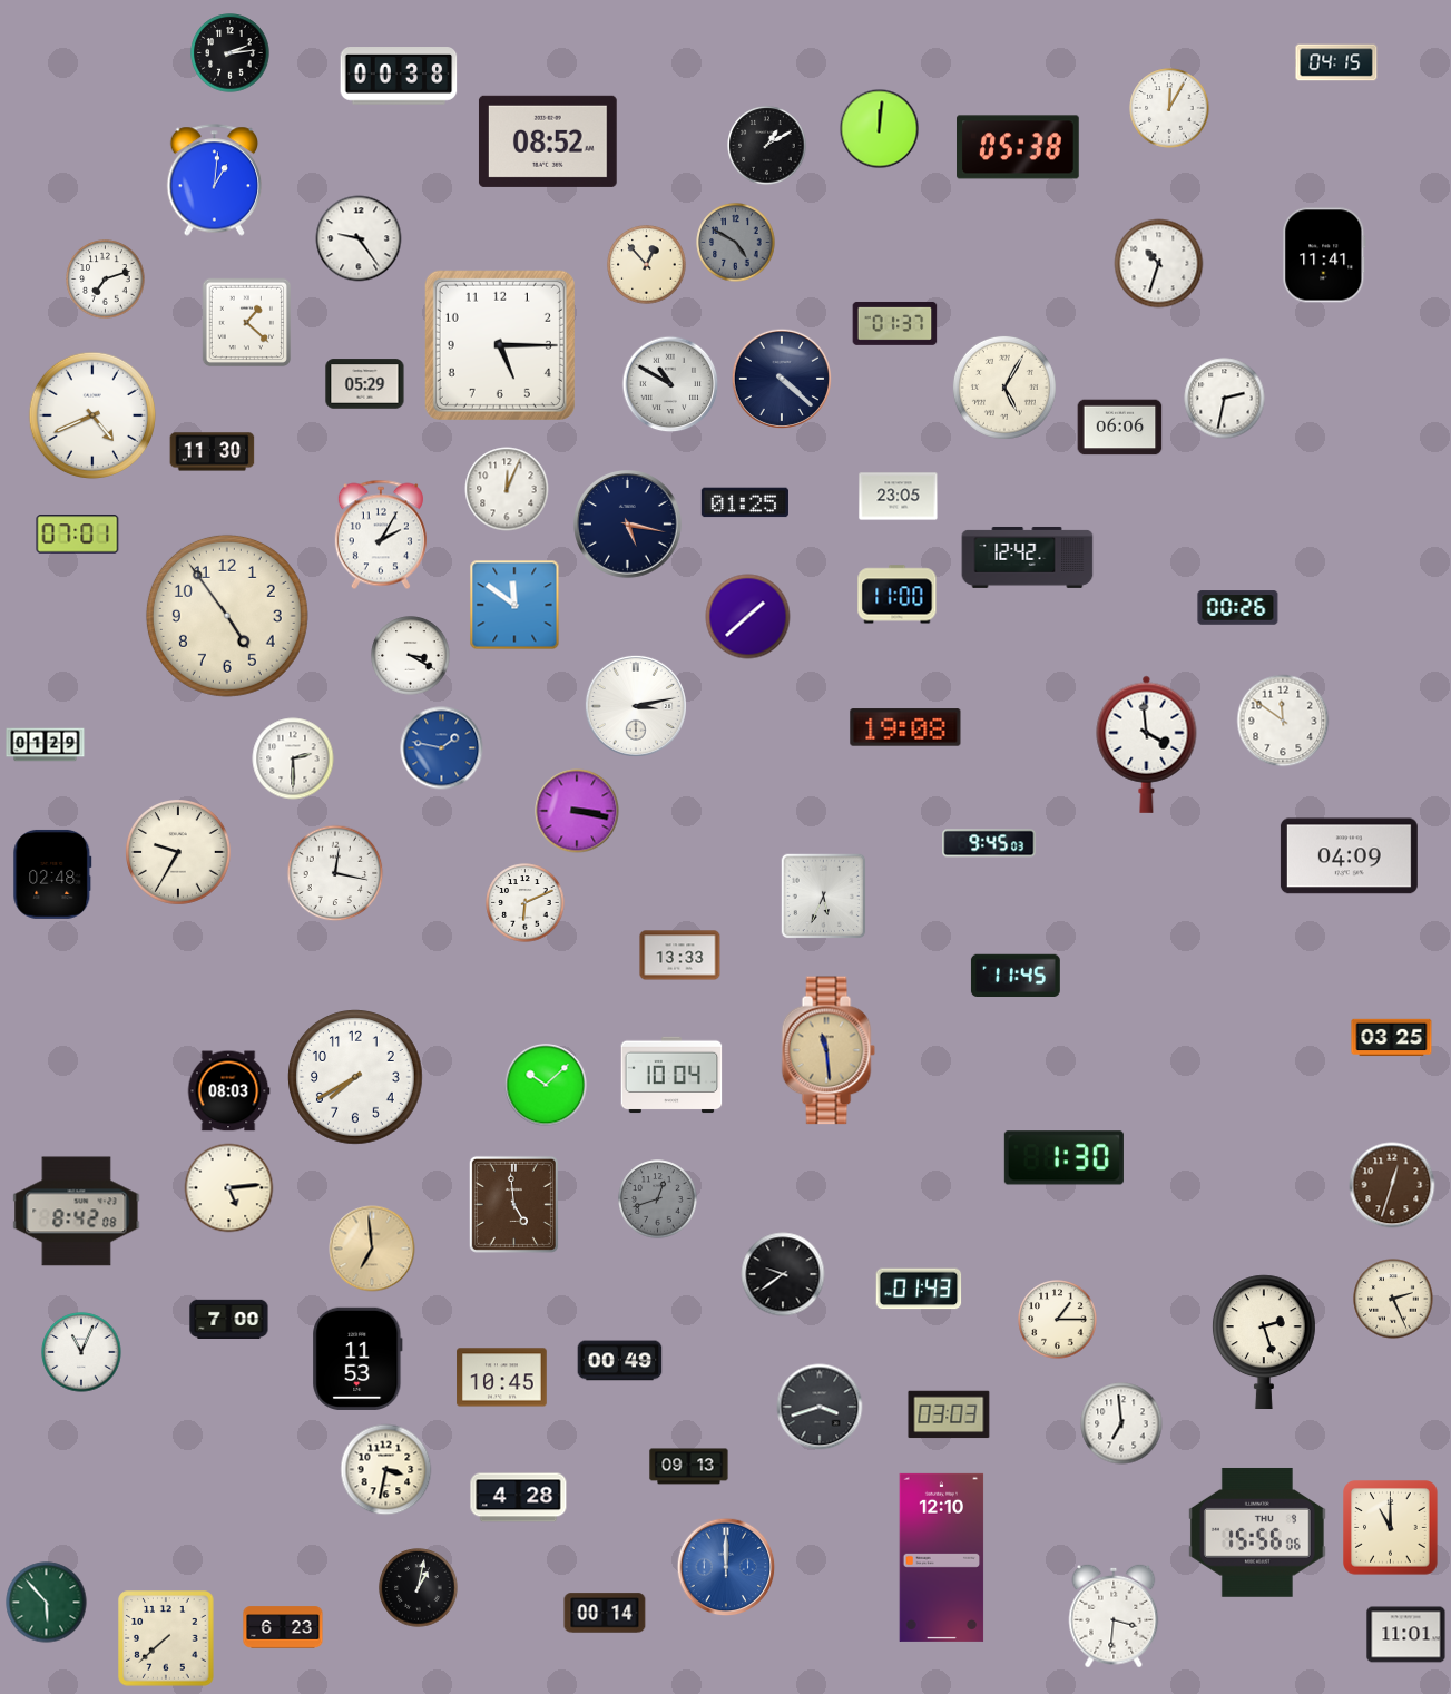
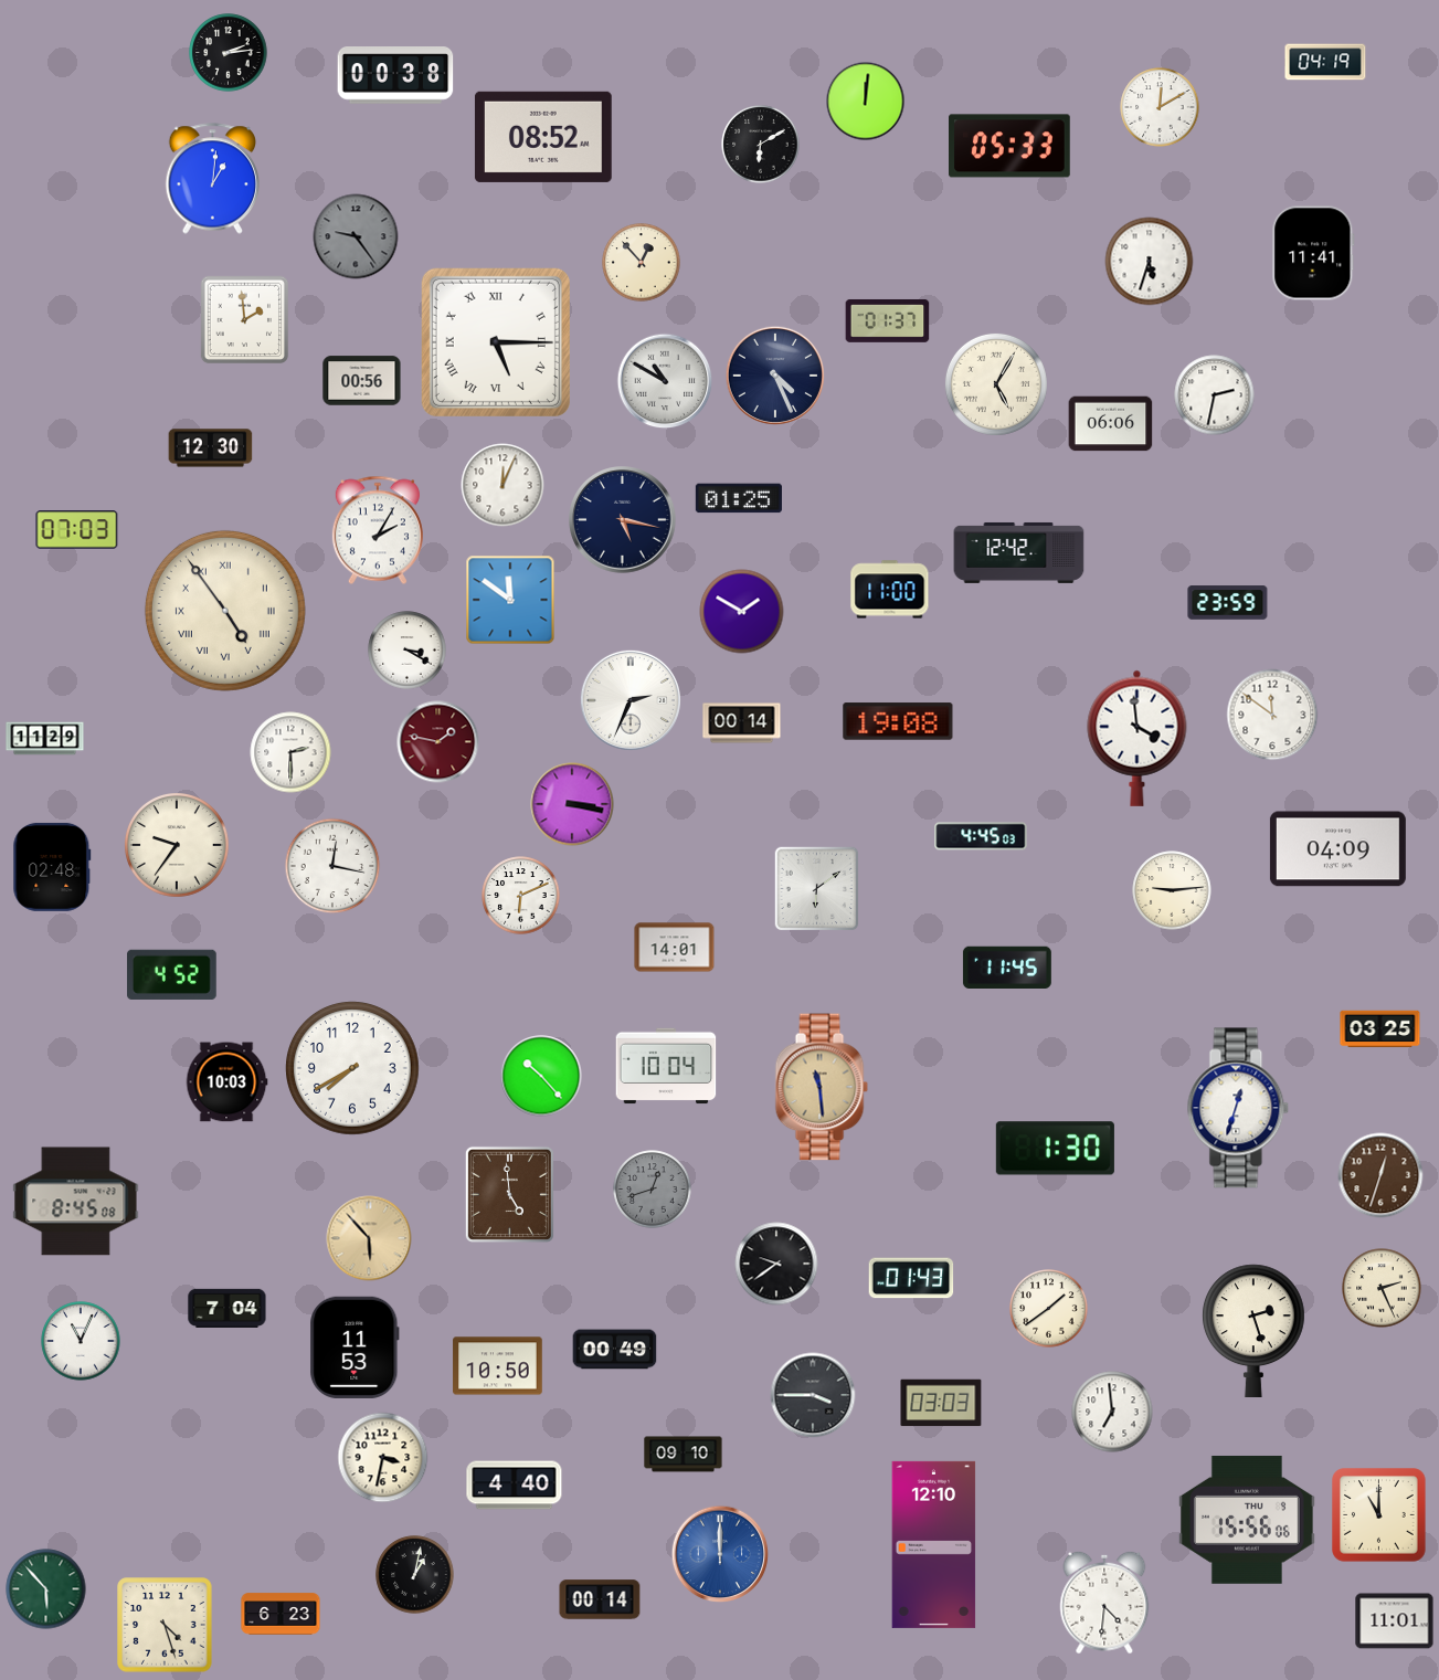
clock at (1336, 62): 04:15 -> 04:19
clock at (1169, 108): 12:05 -> 12:10
clock at (880, 129) position: (880, 129) -> (866, 102)
clock at (548, 141) position: (548, 141) -> (543, 137)
clock at (767, 146): 1:10 -> 6:10
clock at (1018, 147): 05:38 -> 05:33
clock at (359, 238) dial: white -> grey
clock at (736, 243): 4:50 -> none
clock at (1159, 264): 10:33 -> 5:33
clock at (106, 280): 7:12 -> none
clock at (247, 323): 1:22 -> 1:59
clock at (500, 345) numerals: Arabic -> Roman
clock at (781, 378): 4:22 -> 4:26
clock at (365, 384): 05:29 -> 00:56
clock at (92, 415): 4:41 -> none
clock at (213, 452): 11:30 -> 12:30
clock at (899, 497): 23:05 -> none
clock at (78, 535): 07:01 -> 07:03
clock at (1238, 608): 00:26 -> 23:59
clock at (227, 616) numerals: Arabic -> Roman
clock at (748, 617): 1:38 -> 1:50
clock at (636, 706): 3:13 -> 2:34
clock at (742, 723): none -> 00:14
clock at (46, 745): 01:29 -> 11:29
clock at (442, 748) dial: blue -> burgundy
clock at (989, 843): 9:45 -> 4:45
clock at (179, 853): 9:35 -> 9:36
clock at (824, 897): 5:34 -> 6:09
clock at (1172, 890): none -> 9:14
clock at (680, 956): 13:33 -> 14:01
clock at (172, 974): none -> 4:52
clock at (829, 1050) position: (829, 1050) -> (822, 1087)
clock at (546, 1085): 10:08 -> 10:23
clock at (228, 1091): 08:03 -> 10:03
clock at (1238, 1108): none -> 12:33
clock at (229, 1188): 5:14 -> none
clock at (77, 1212): 8:42 -> 8:45
clock at (372, 1249): 6:59 -> 5:53
clock at (229, 1319): 7:00 -> 7:04
clock at (1058, 1320): 1:15 -> 1:39
clock at (502, 1378): 10:45 -> 10:50
clock at (820, 1407): 3:42 -> 3:45
clock at (689, 1467): 09:13 -> 09:10
clock at (519, 1498): 4:28 -> 4:40
clock at (1114, 1616): 3:31 -> 4:31
clock at (166, 1638): 7:38 -> 4:27
